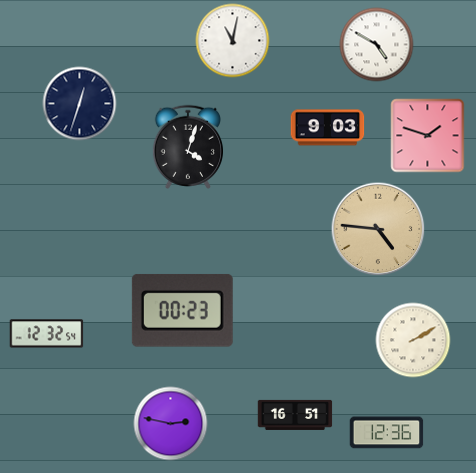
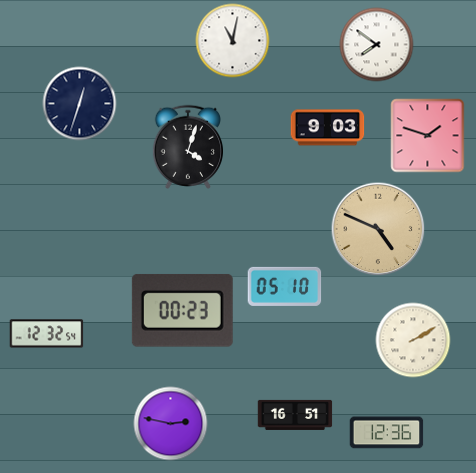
clock at (377, 45): 4:50 -> 7:51
clock at (378, 229): 4:46 -> 4:49
clock at (285, 286): none -> 05:10
